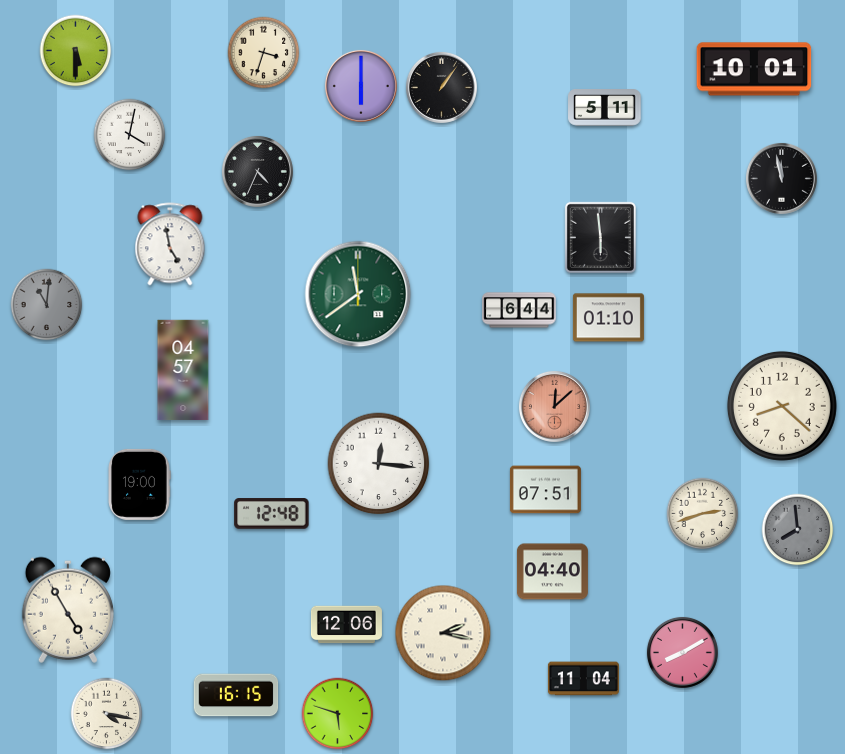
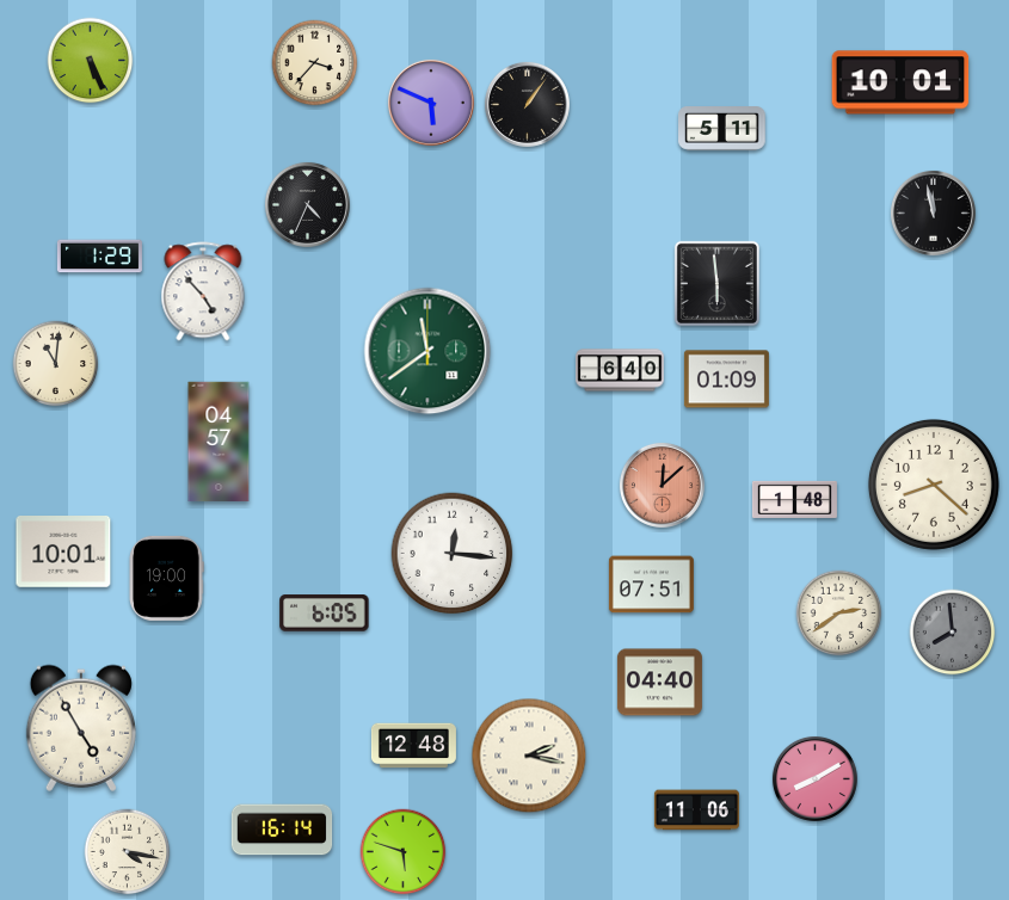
clock at (76, 51): 5:30 -> 5:26
clock at (264, 53): 3:33 -> 3:37
clock at (361, 86): 6:00 -> 5:49
clock at (130, 135): 4:02 -> none
clock at (99, 257): none -> 1:29
clock at (170, 244): 4:58 -> 4:53
clock at (47, 305) dial: grey -> cream
clock at (519, 310): 6:44 -> 6:40
clock at (608, 318): 01:10 -> 01:09
clock at (794, 499): none -> 1:48
clock at (63, 551): none -> 10:01
clock at (272, 514): 12:48 -> 6:05
clock at (703, 514): 2:42 -> 2:39
clock at (346, 625): 12:06 -> 12:48
clock at (583, 679): 11:04 -> 11:06
clock at (236, 695): 16:15 -> 16:14
